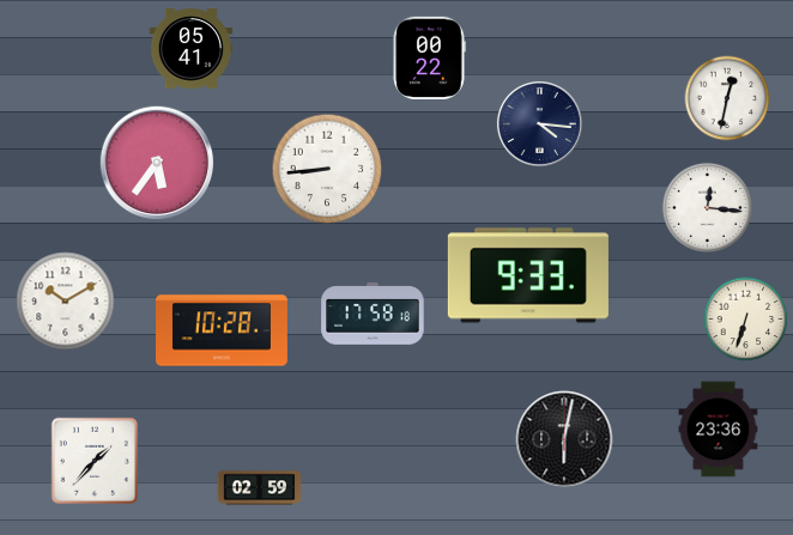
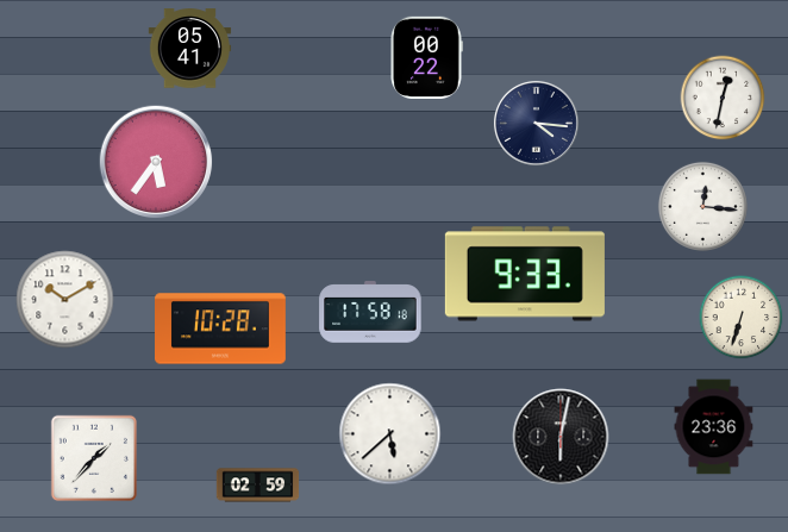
clock at (327, 169): 8:44 -> none
clock at (390, 434): none -> 5:38
